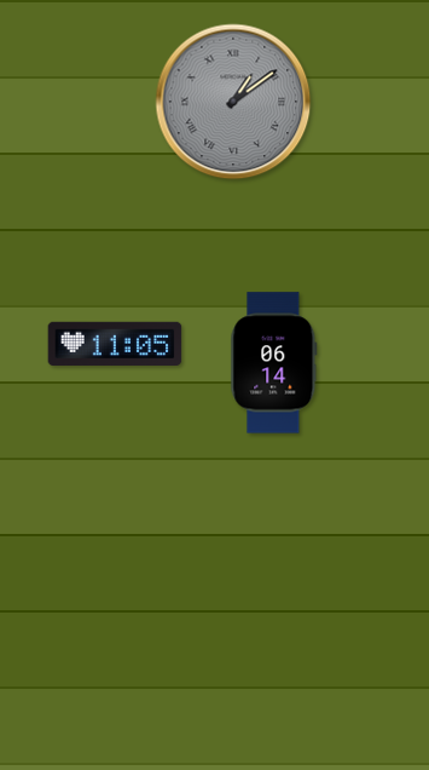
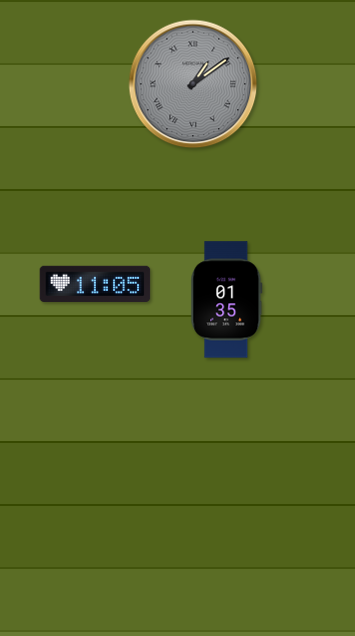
clock at (274, 363): 06:14 -> 01:35
